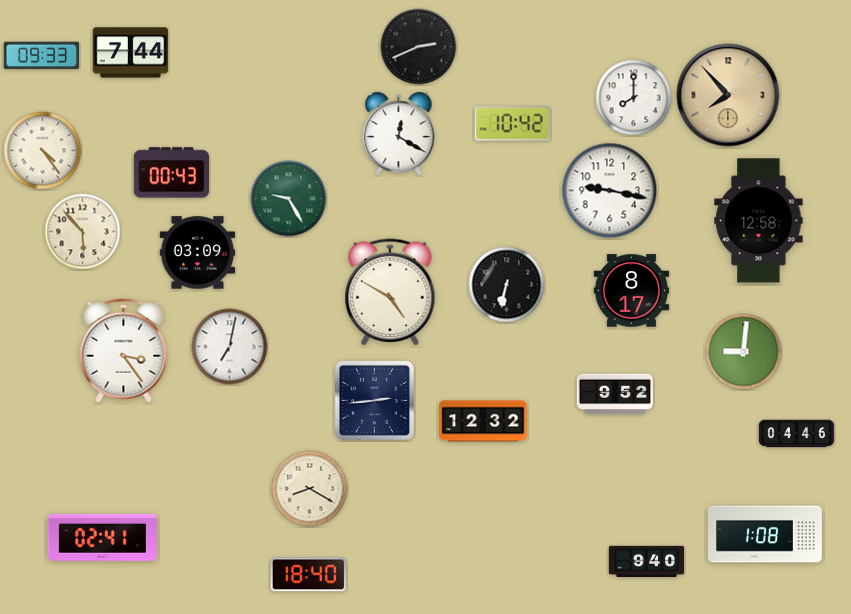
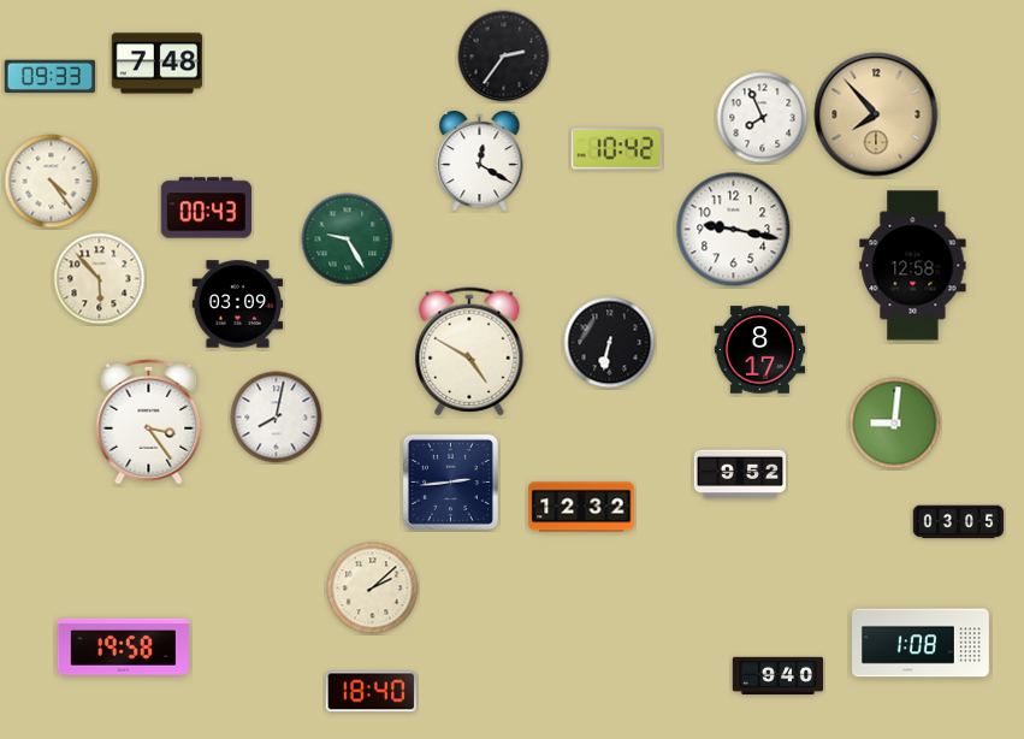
clock at (419, 47): 2:41 -> 2:36
clock at (131, 53): 7:44 -> 7:48
clock at (42, 56) position: (42, 56) -> (51, 77)
clock at (634, 98): 8:00 -> 7:56
clock at (230, 347): 7:02 -> 8:02
clock at (797, 434): 04:46 -> 03:05
clock at (310, 489): 8:20 -> 2:08
clock at (102, 537): 02:41 -> 19:58
